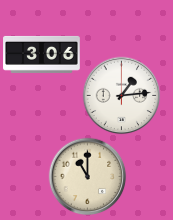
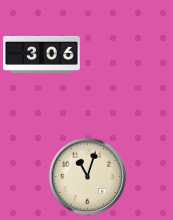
clock at (121, 95): 1:14 -> none
clock at (87, 176): 11:00 -> 11:03
